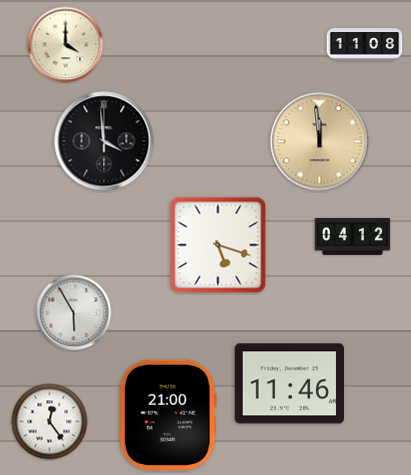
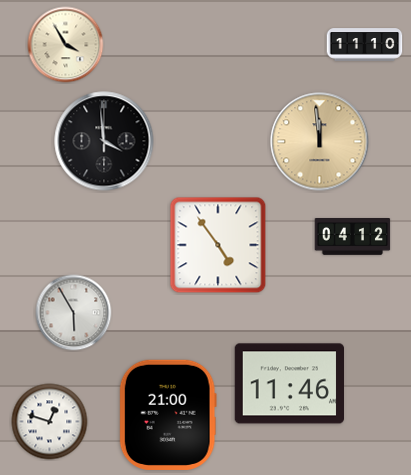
clock at (66, 45): 4:00 -> 3:55
clock at (365, 45): 11:08 -> 11:10
clock at (218, 245): 5:18 -> 4:54
clock at (50, 422): 12:24 -> 12:48
